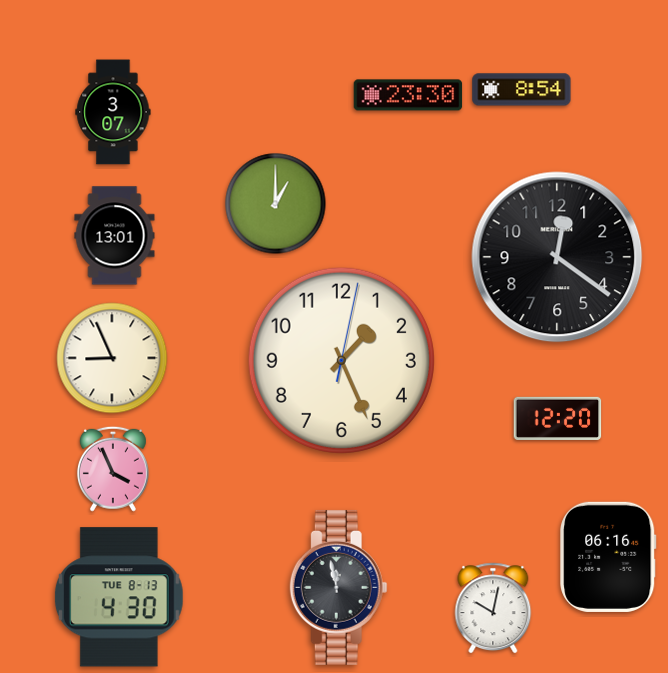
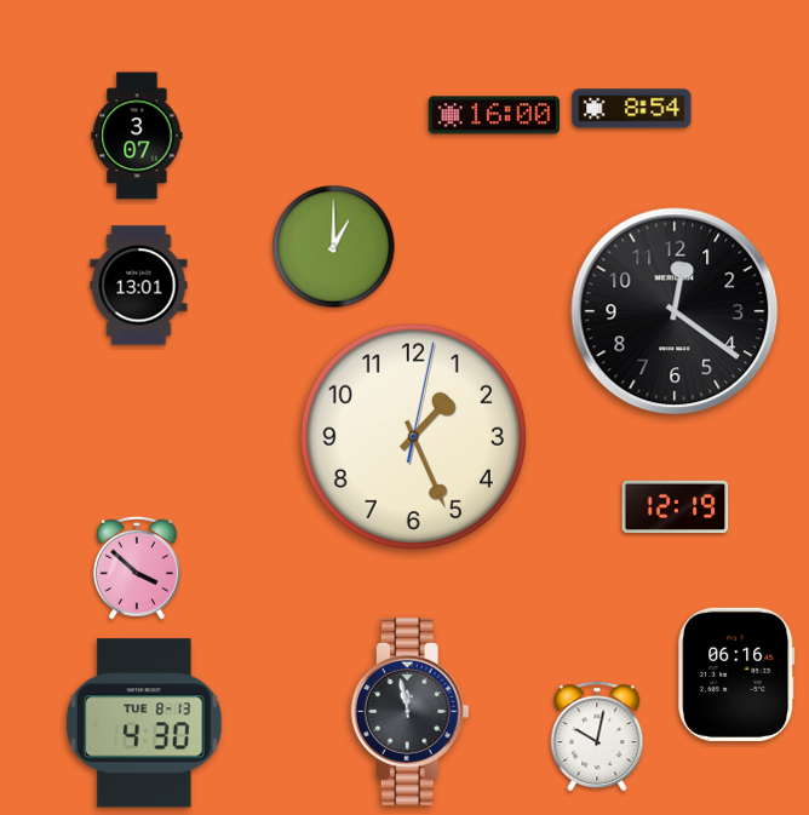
clock at (408, 95): 23:30 -> 16:00
clock at (112, 358): 8:56 -> none
clock at (558, 418): 12:20 -> 12:19
clock at (113, 469): 3:56 -> 3:52
